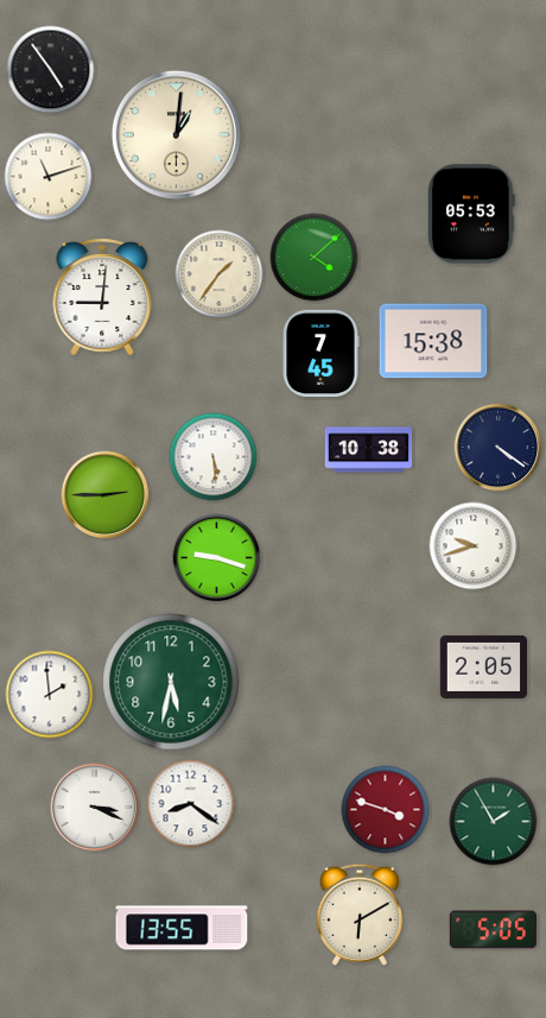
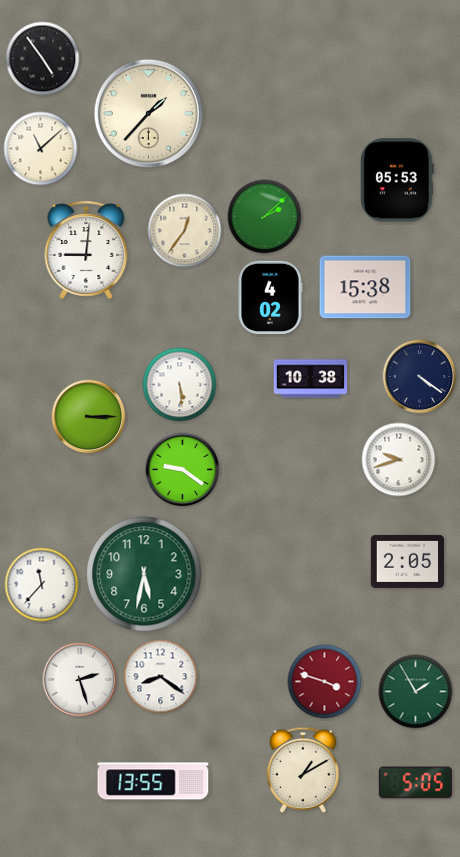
clock at (176, 134): 1:01 -> 1:37
clock at (49, 177): 11:12 -> 11:08
clock at (315, 258): 4:08 -> 2:08
clock at (220, 274): 1:36 -> 12:36
clock at (320, 353): 7:45 -> 4:02
clock at (106, 495): 2:45 -> 3:15
clock at (217, 558): 9:18 -> 9:21
clock at (50, 695): 1:59 -> 11:37
clock at (95, 808): 3:19 -> 2:27
clock at (360, 915): 6:10 -> 1:10
